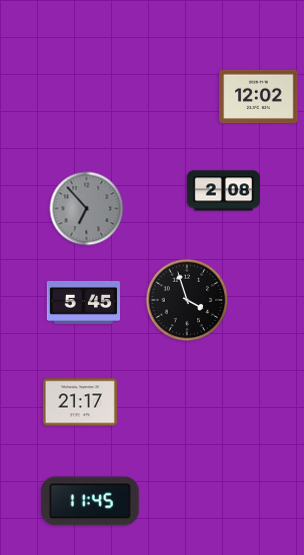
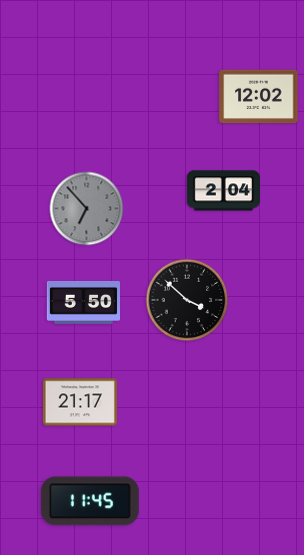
clock at (223, 191): 2:08 -> 2:04
clock at (187, 300): 3:57 -> 3:52
clock at (83, 302): 5:45 -> 5:50
